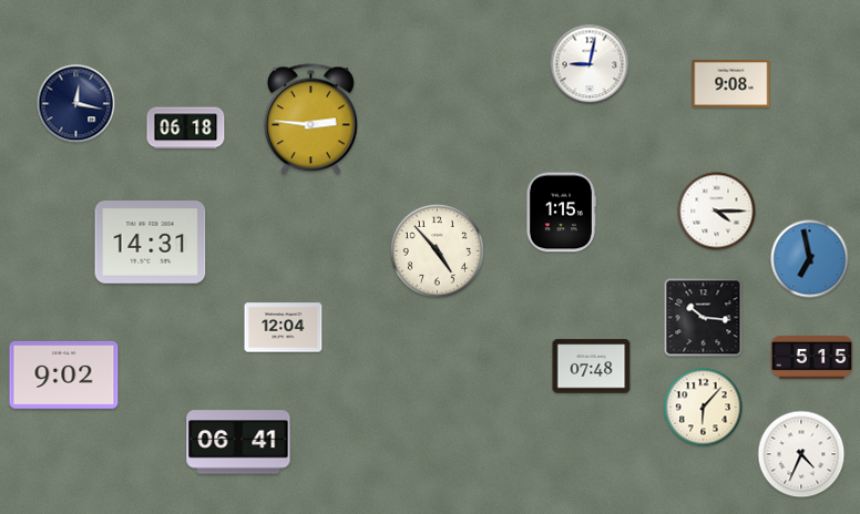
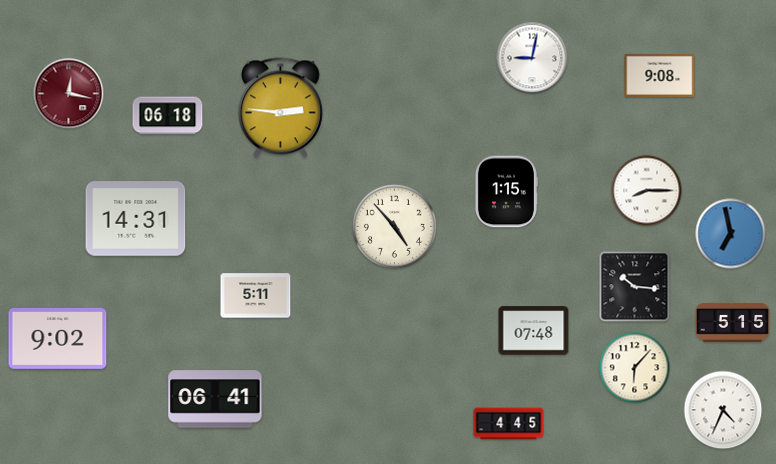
clock at (76, 104) dial: navy -> burgundy
clock at (717, 212): 4:15 -> 8:15
clock at (284, 328): 12:04 -> 5:11
clock at (509, 424): none -> 4:45
